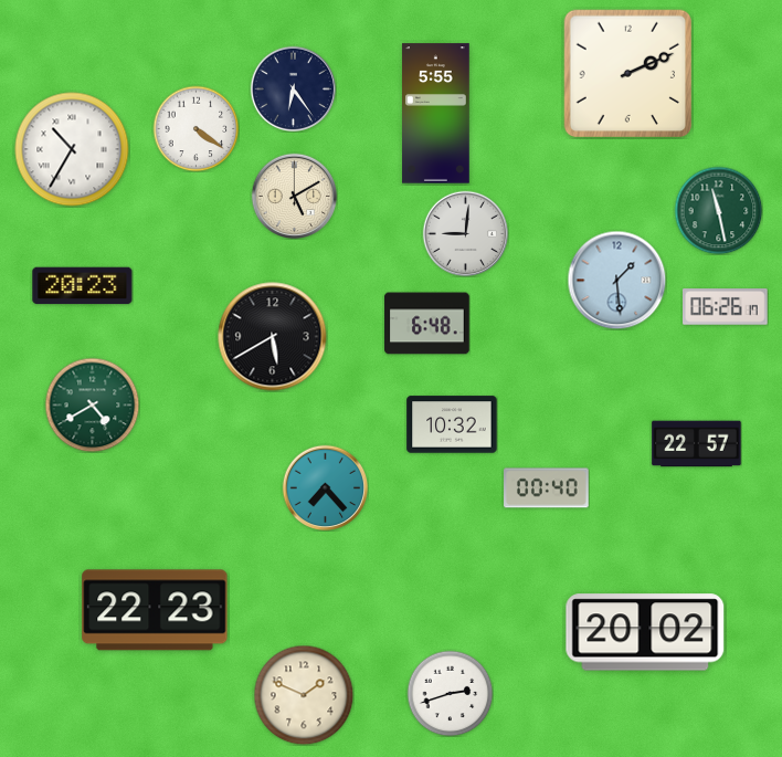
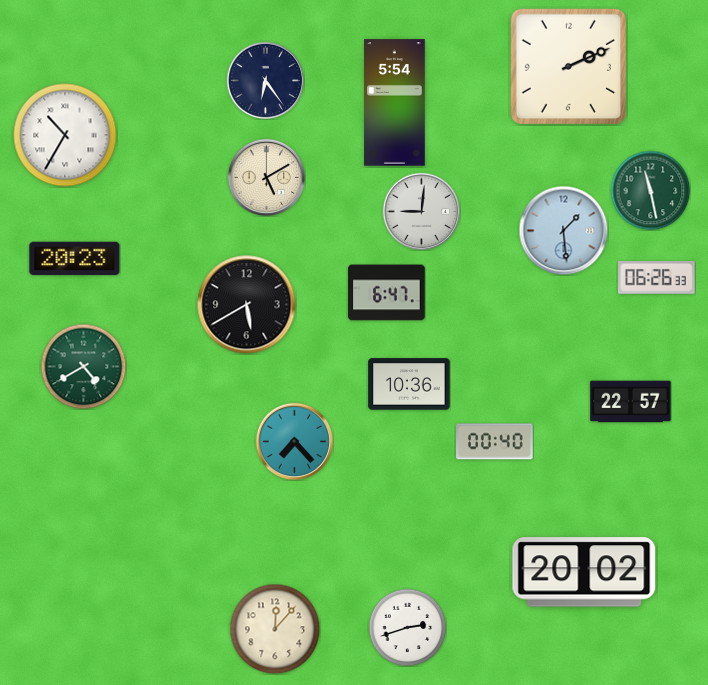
clock at (436, 114): 5:55 -> 5:54
clock at (196, 128): 4:21 -> none
clock at (616, 280) position: (616, 280) -> (563, 230)
clock at (726, 307): 06:26:17 -> 06:26:33
clock at (427, 324): 6:48 -> 6:47
clock at (452, 424): 10:32 -> 10:36
clock at (155, 610): 22:23 -> none
clock at (304, 695): 1:49 -> 12:07
